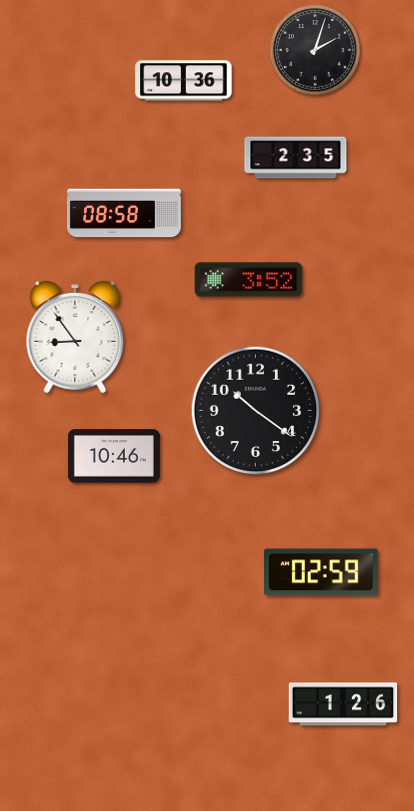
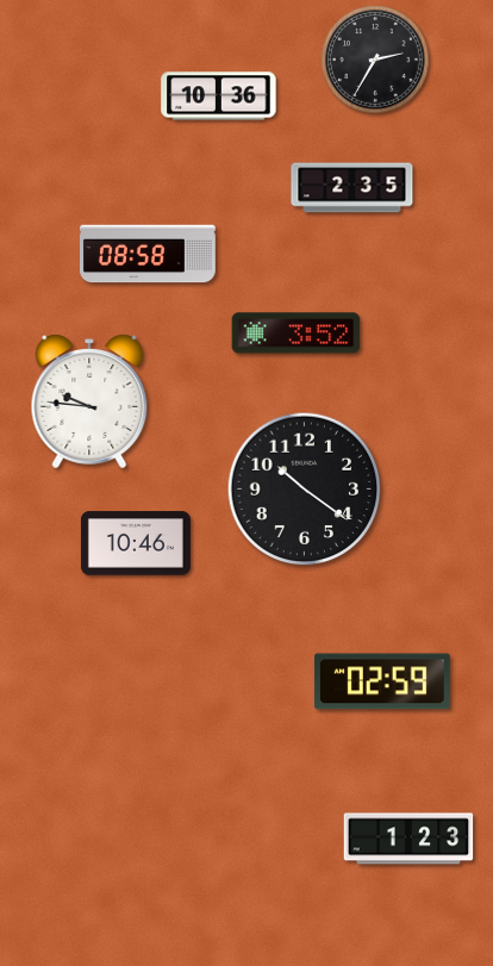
clock at (315, 50): 2:03 -> 2:35
clock at (75, 337): 8:54 -> 9:46
clock at (343, 704): 1:26 -> 1:23
